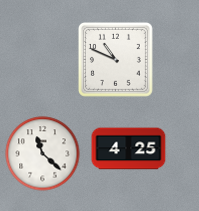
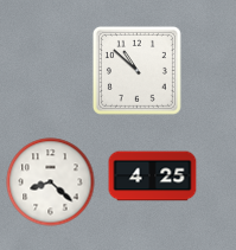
clock at (115, 59): 10:49 -> 10:52
clock at (43, 154): 11:22 -> 8:22
